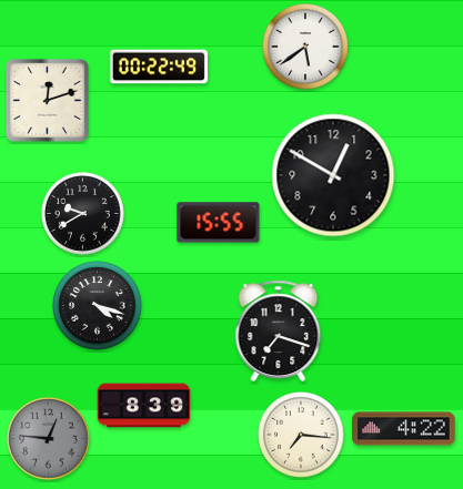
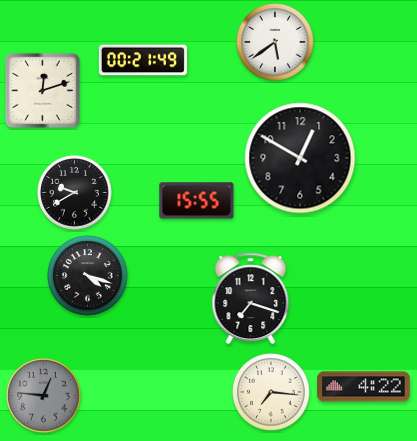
clock at (159, 67): 00:22 -> 00:21
clock at (144, 406): 8:39 -> none
